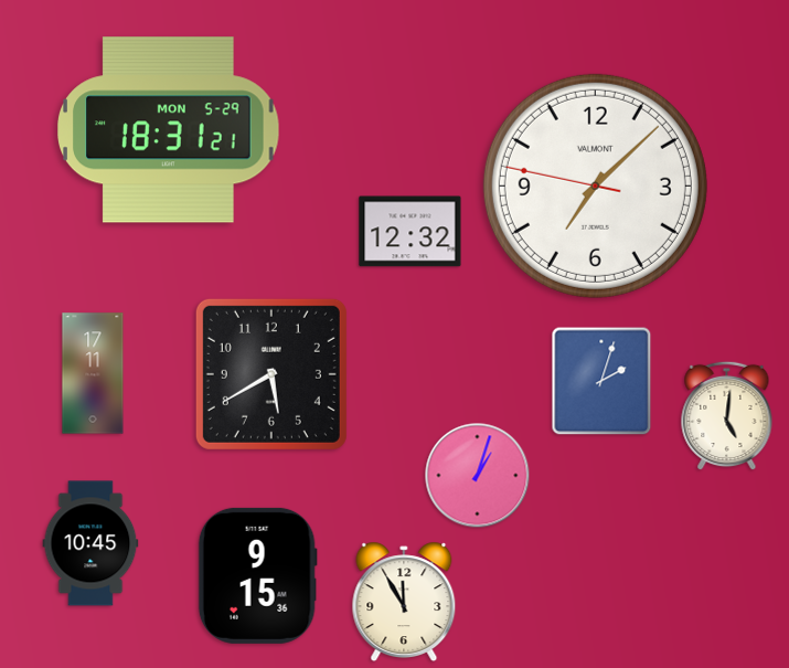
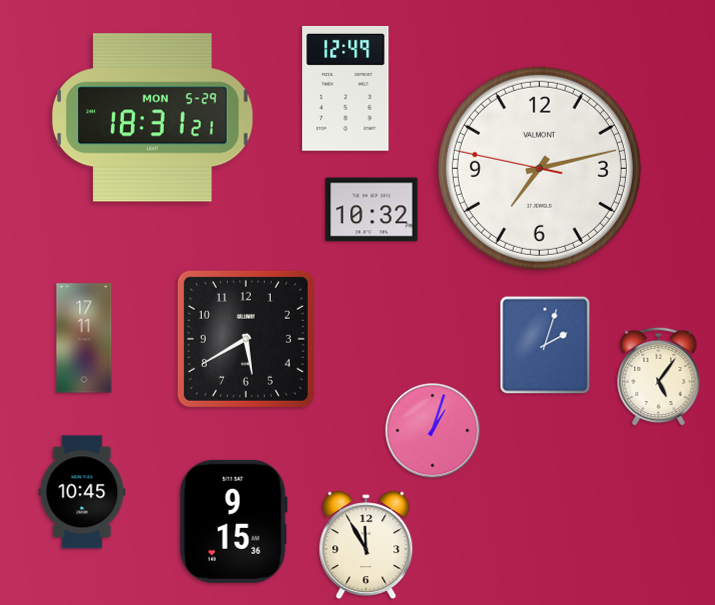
clock at (346, 88): none -> 12:49
clock at (595, 185): 7:07 -> 7:12
clock at (411, 232): 12:32 -> 10:32
clock at (727, 416): 5:01 -> 5:06
